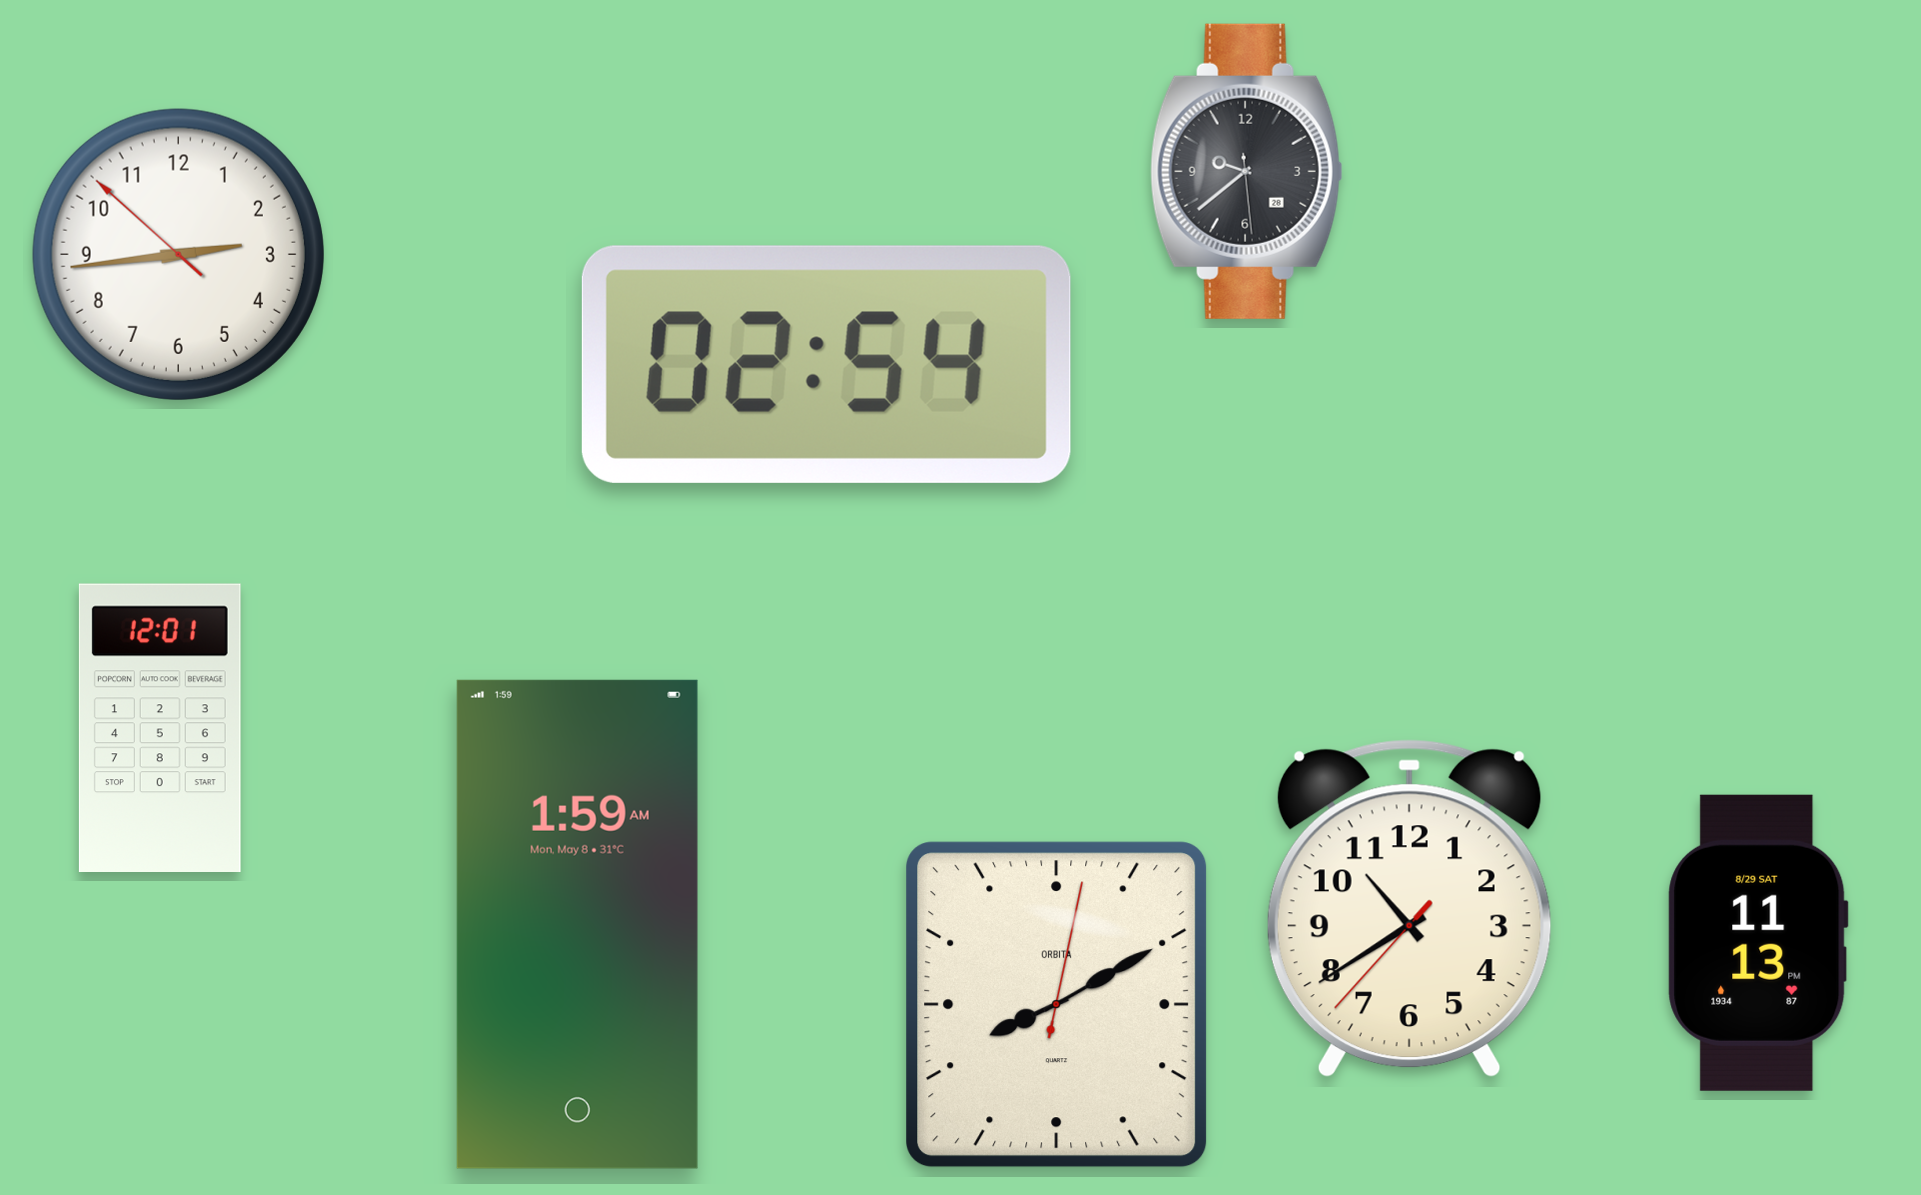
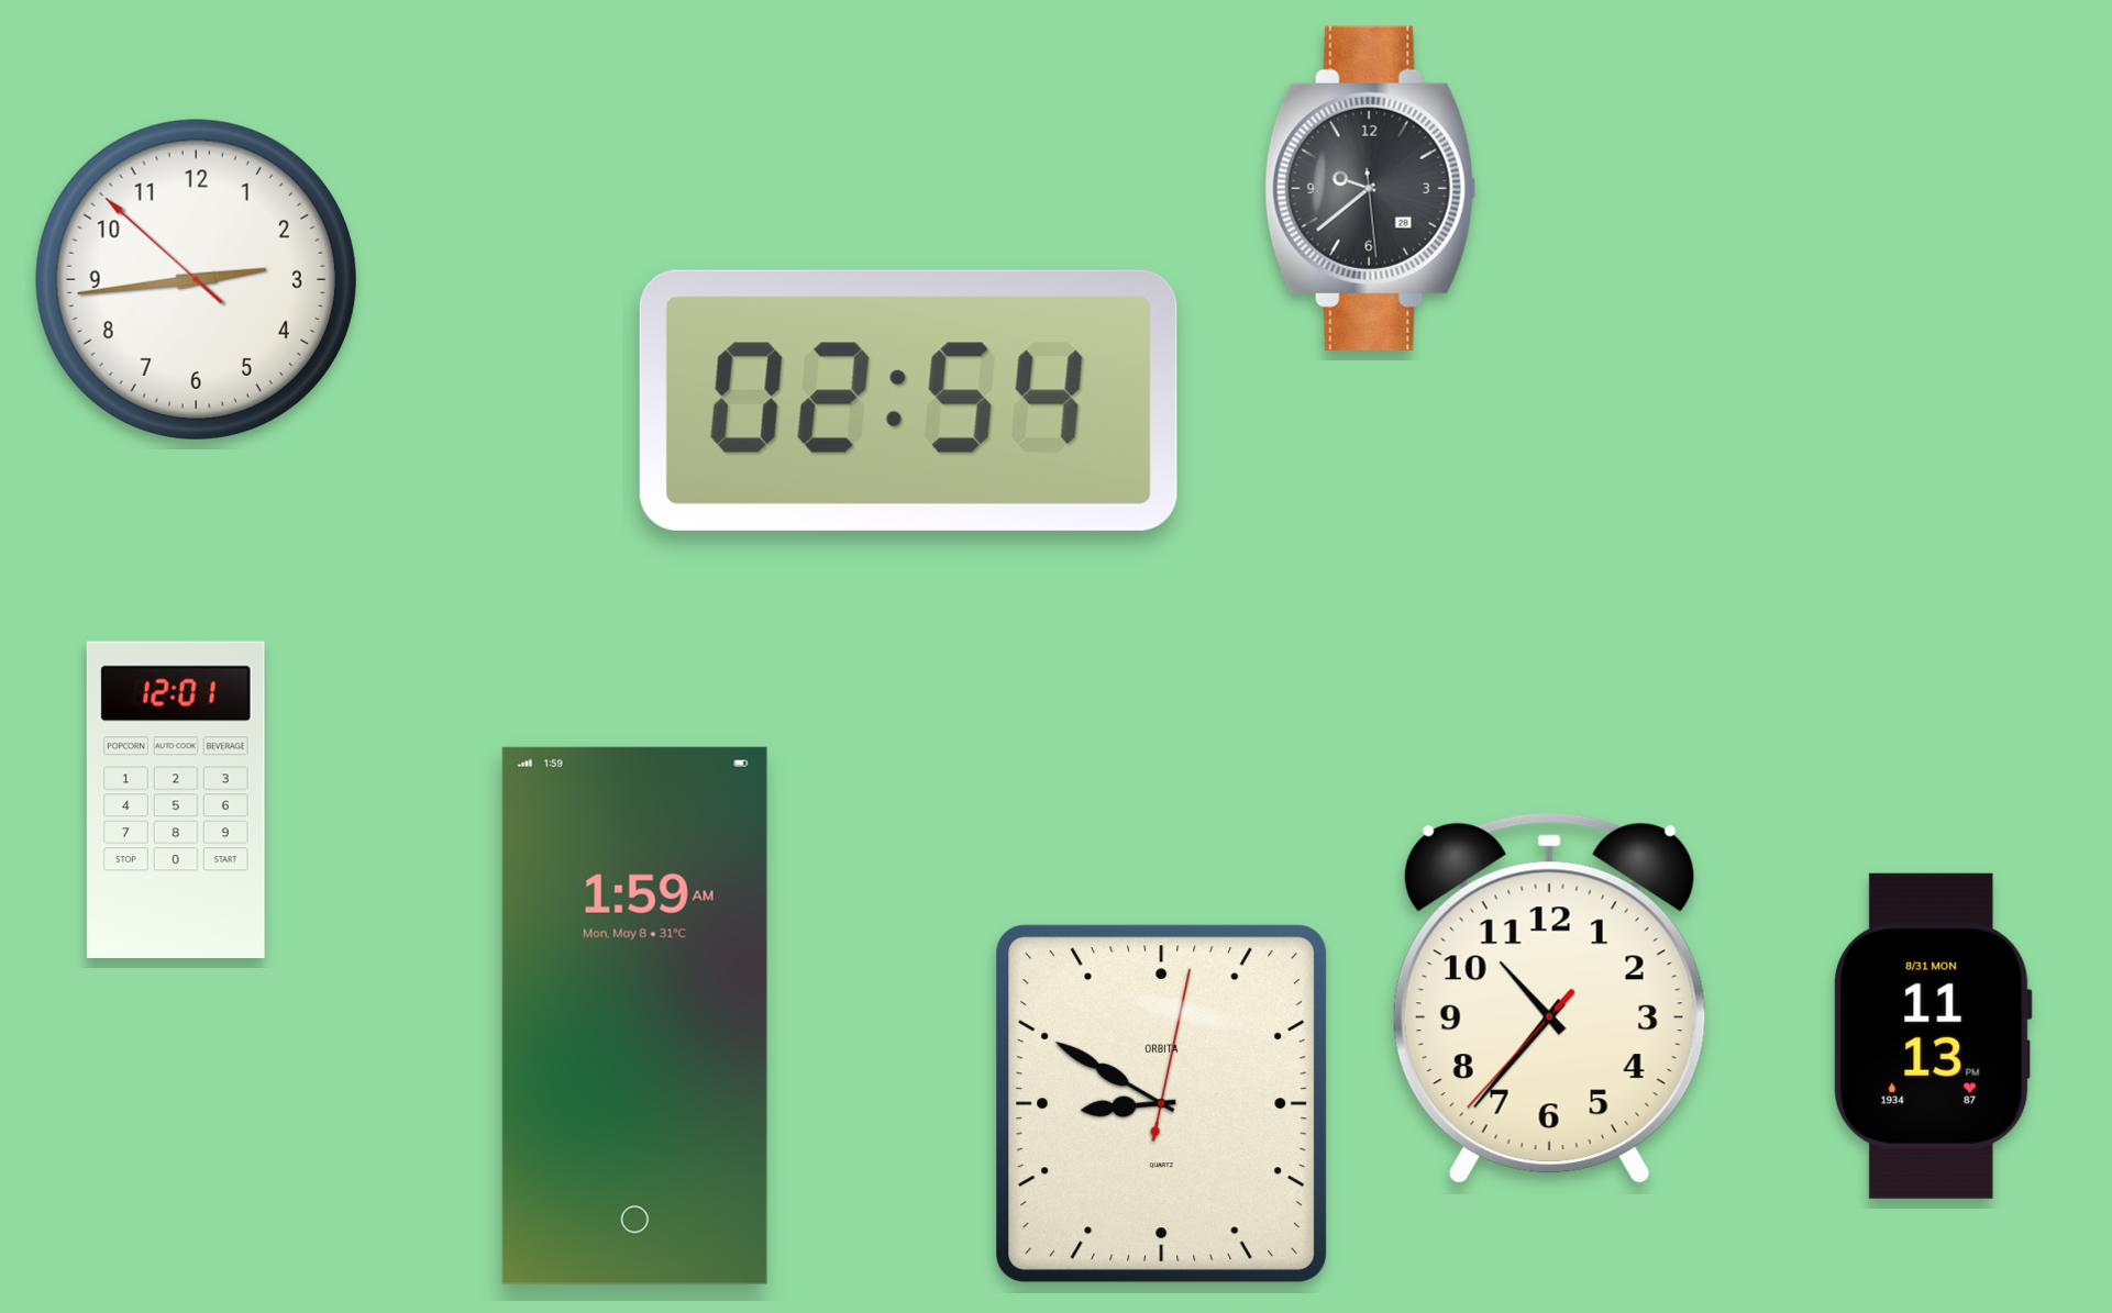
clock at (1409, 908): 10:39 -> 10:36
clock at (1758, 943) date: 8/29 SAT -> 8/31 MON
clock at (1057, 1005): 8:10 -> 8:50
